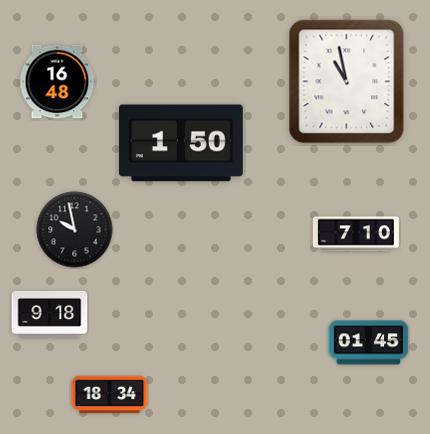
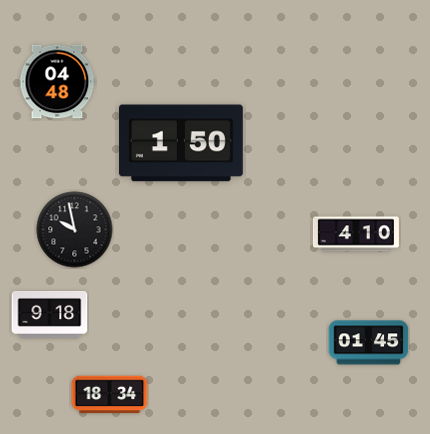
clock at (57, 82): 16:48 -> 04:48
clock at (347, 82): 10:58 -> none
clock at (356, 234): 7:10 -> 4:10
